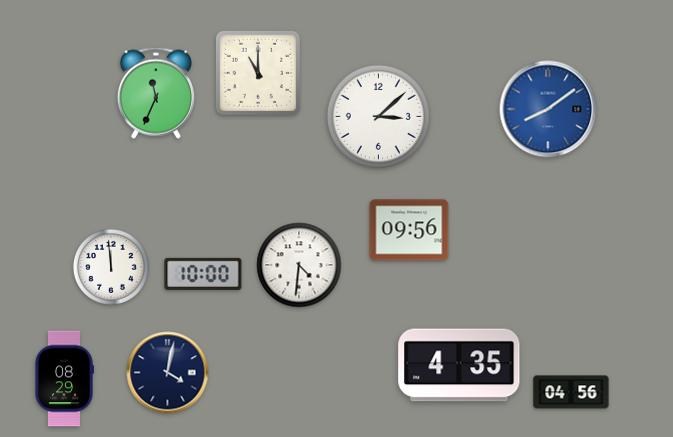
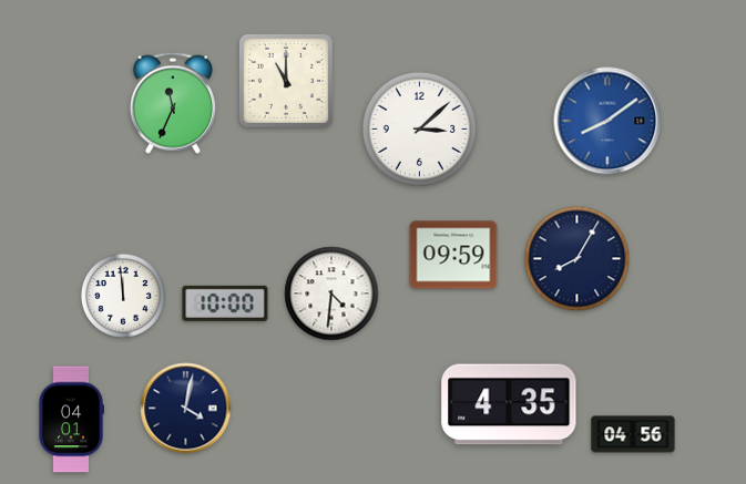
clock at (409, 230): 09:56 -> 09:59
clock at (578, 259): none -> 8:05
clock at (168, 373) position: (168, 373) -> (186, 409)
clock at (64, 379): 08:29 -> 04:01
